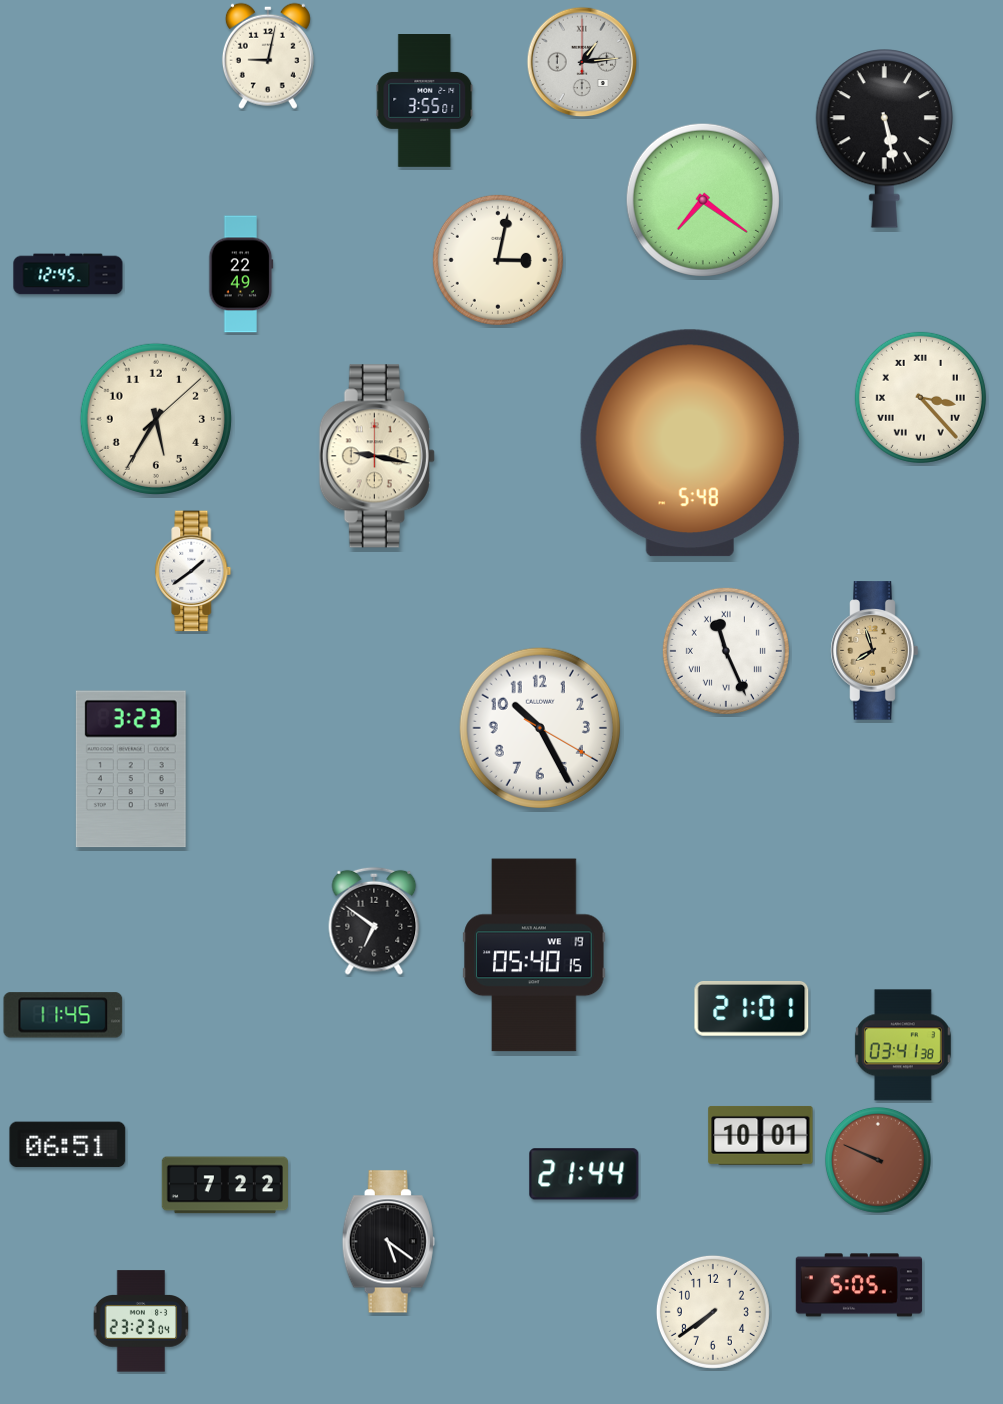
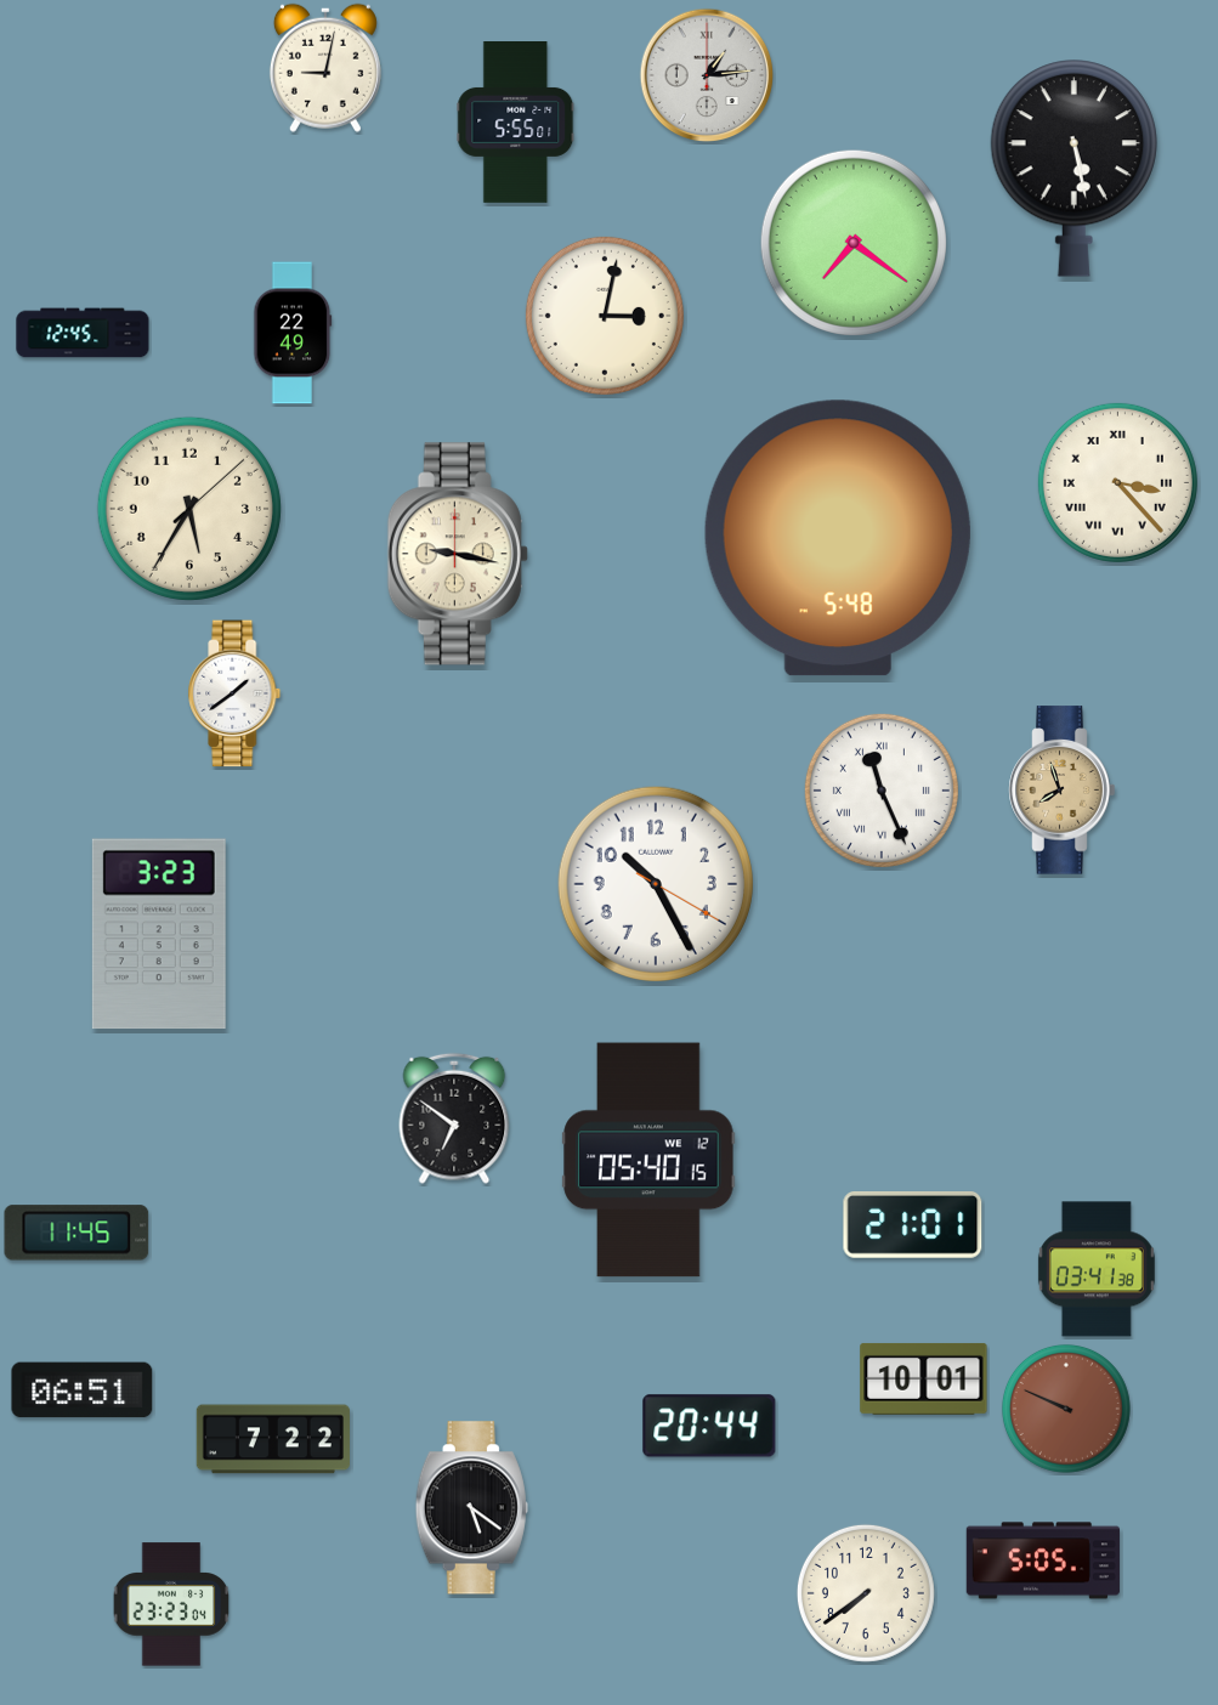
clock at (425, 101): 3:55 -> 5:55
clock at (534, 955) date: WE 19 -> WE 12
clock at (584, 1174): 21:44 -> 20:44
